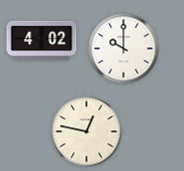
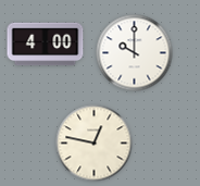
clock at (42, 41): 4:02 -> 4:00
